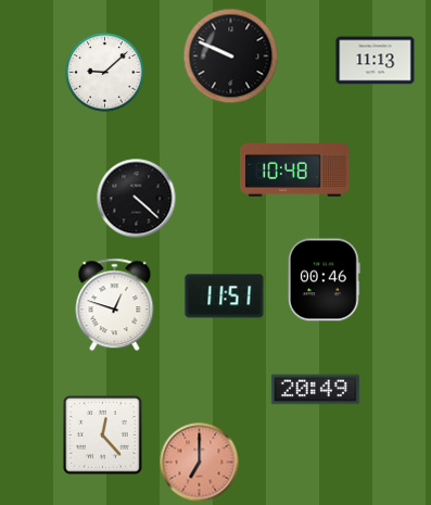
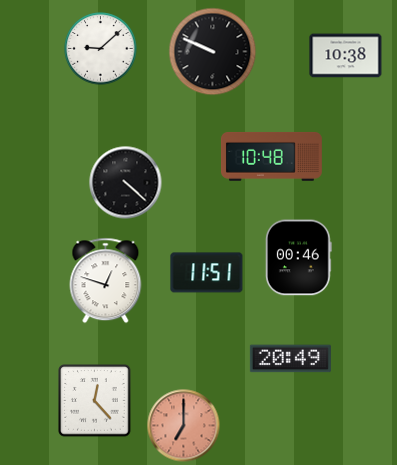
clock at (376, 61): 11:13 -> 10:38
clock at (105, 73) position: (105, 73) -> (101, 49)
